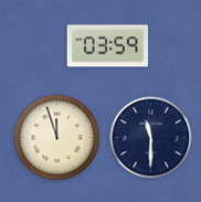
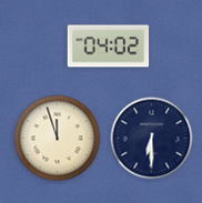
clock at (108, 46): 03:59 -> 04:02
clock at (151, 138): 11:30 -> 6:30
